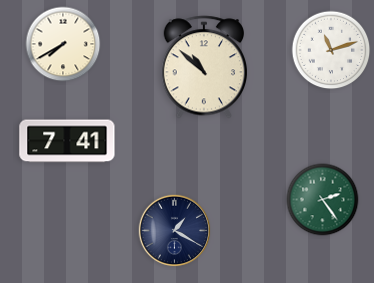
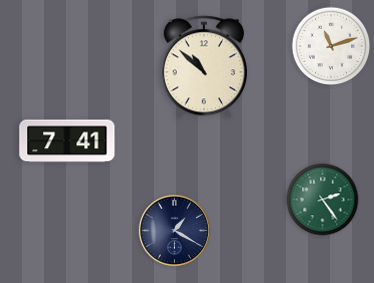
clock at (63, 44): 7:40 -> none
clock at (331, 50) position: (331, 50) -> (331, 46)
